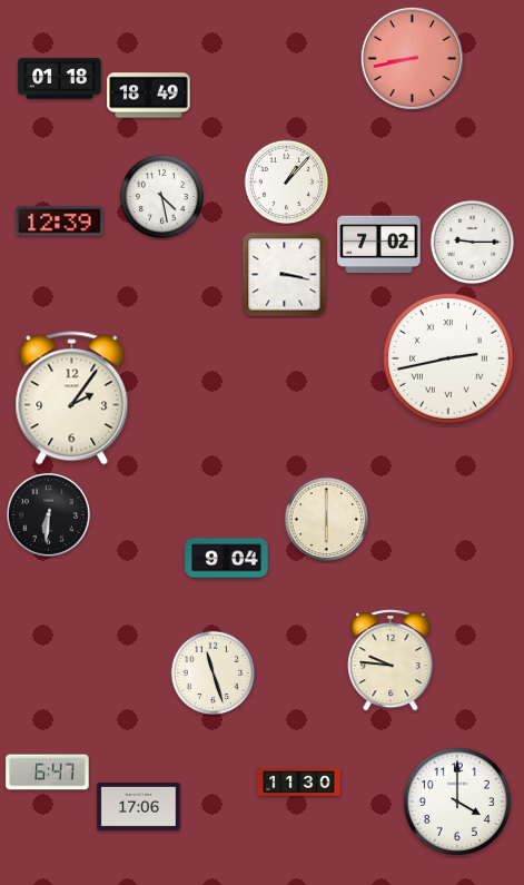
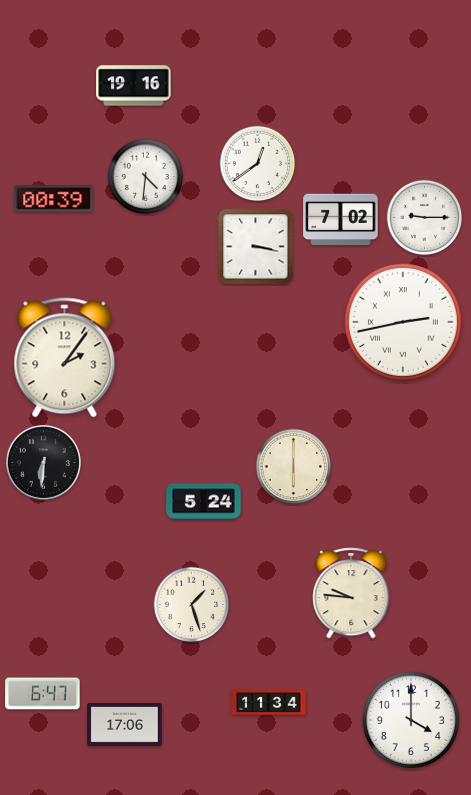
clock at (412, 58): 8:43 -> none
clock at (60, 79): 01:18 -> none
clock at (149, 96): 18:49 -> 19:16
clock at (287, 183): 1:07 -> 12:39
clock at (162, 197): 4:28 -> 4:31
clock at (60, 222): 12:39 -> 00:39
clock at (227, 559): 9:04 -> 5:24
clock at (214, 673): 11:27 -> 1:27
clock at (299, 783): 11:30 -> 11:34
